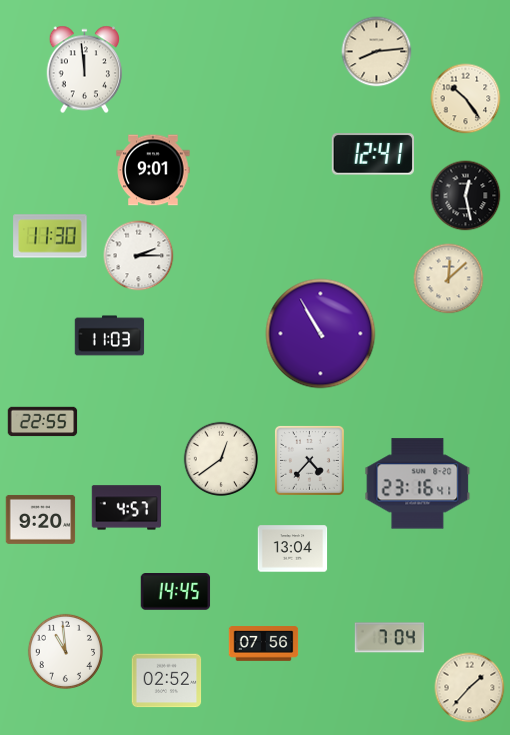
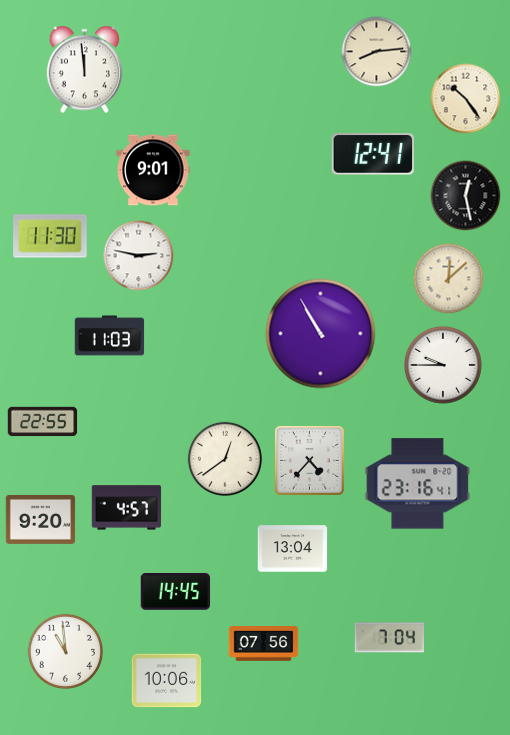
clock at (139, 256): 2:15 -> 2:47
clock at (444, 366): none -> 9:45
clock at (220, 458) position: (220, 458) -> (224, 458)
clock at (167, 681): 02:52 -> 10:06
clock at (470, 688): 1:37 -> none
